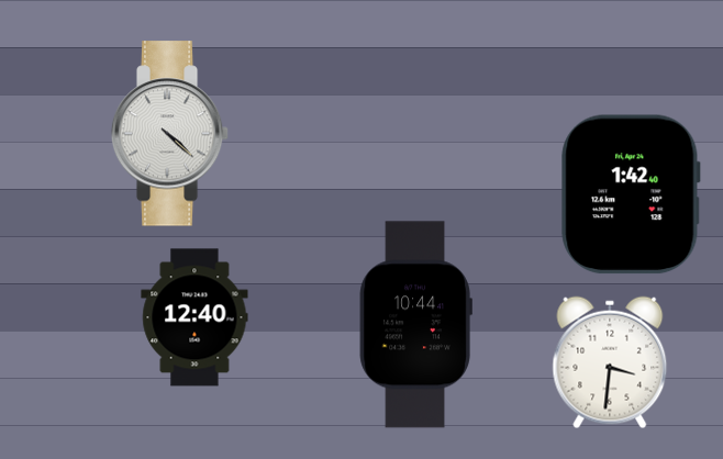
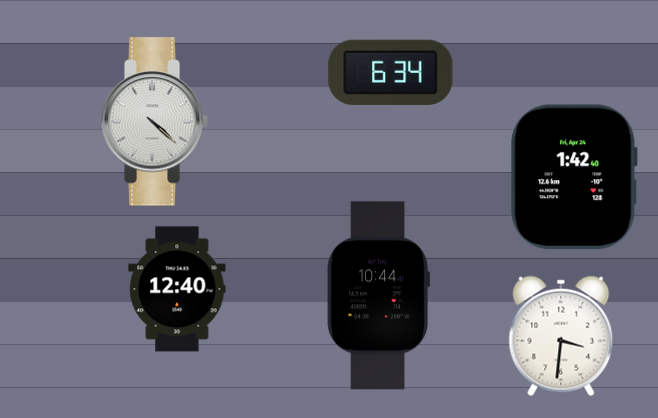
clock at (391, 72): none -> 6:34
clock at (610, 362) position: (610, 362) -> (561, 336)
